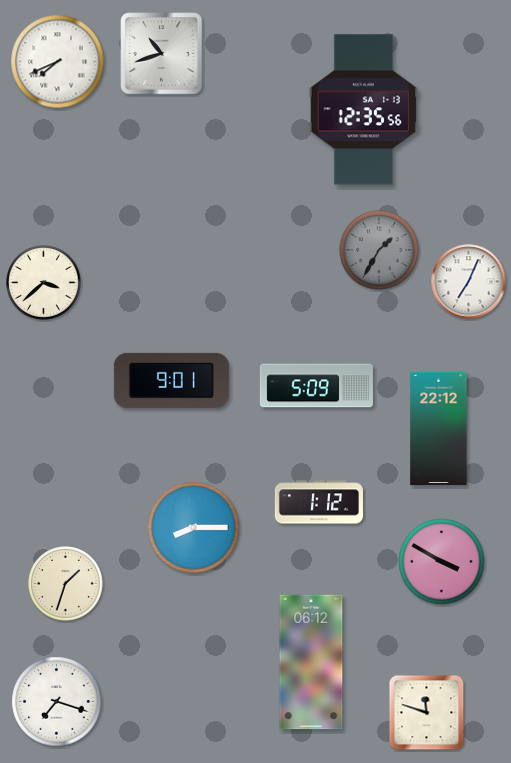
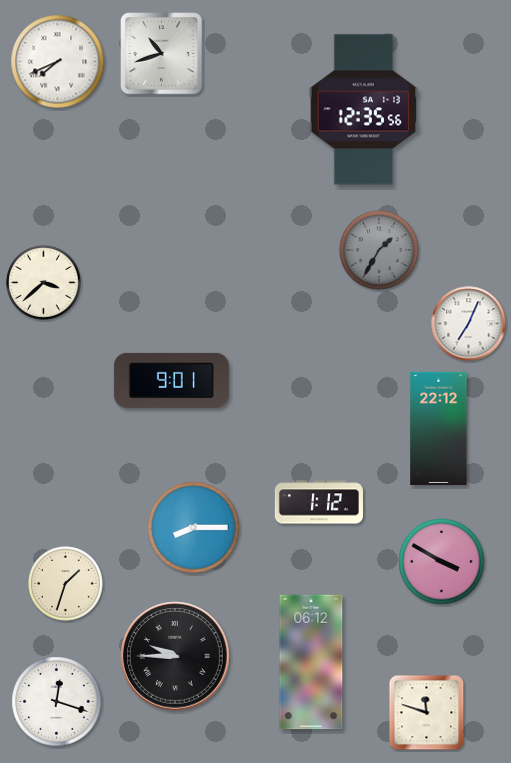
clock at (469, 282) position: (469, 282) -> (469, 324)
clock at (316, 386): 5:09 -> none
clock at (175, 656): none -> 9:45
clock at (57, 702): 7:18 -> 12:18
